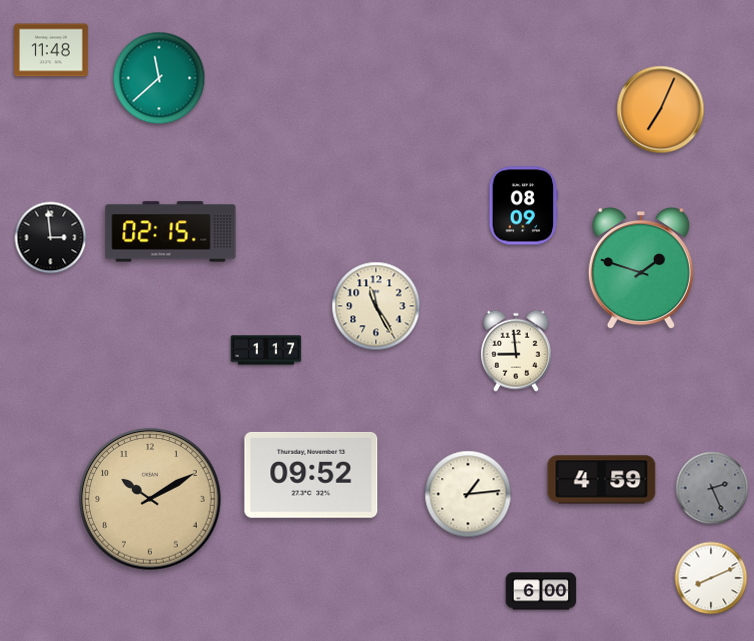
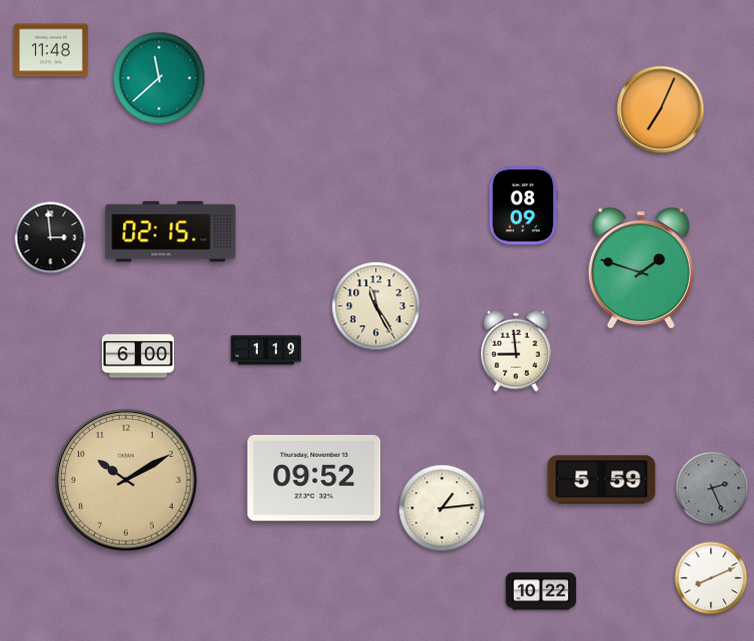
clock at (266, 350): 1:17 -> 1:19
clock at (137, 356): none -> 6:00
clock at (311, 475) position: (311, 475) -> (314, 478)
clock at (602, 480): 4:59 -> 5:59
clock at (468, 494) position: (468, 494) -> (442, 508)
clock at (150, 499) position: (150, 499) -> (126, 480)
clock at (541, 591): 6:00 -> 10:22
